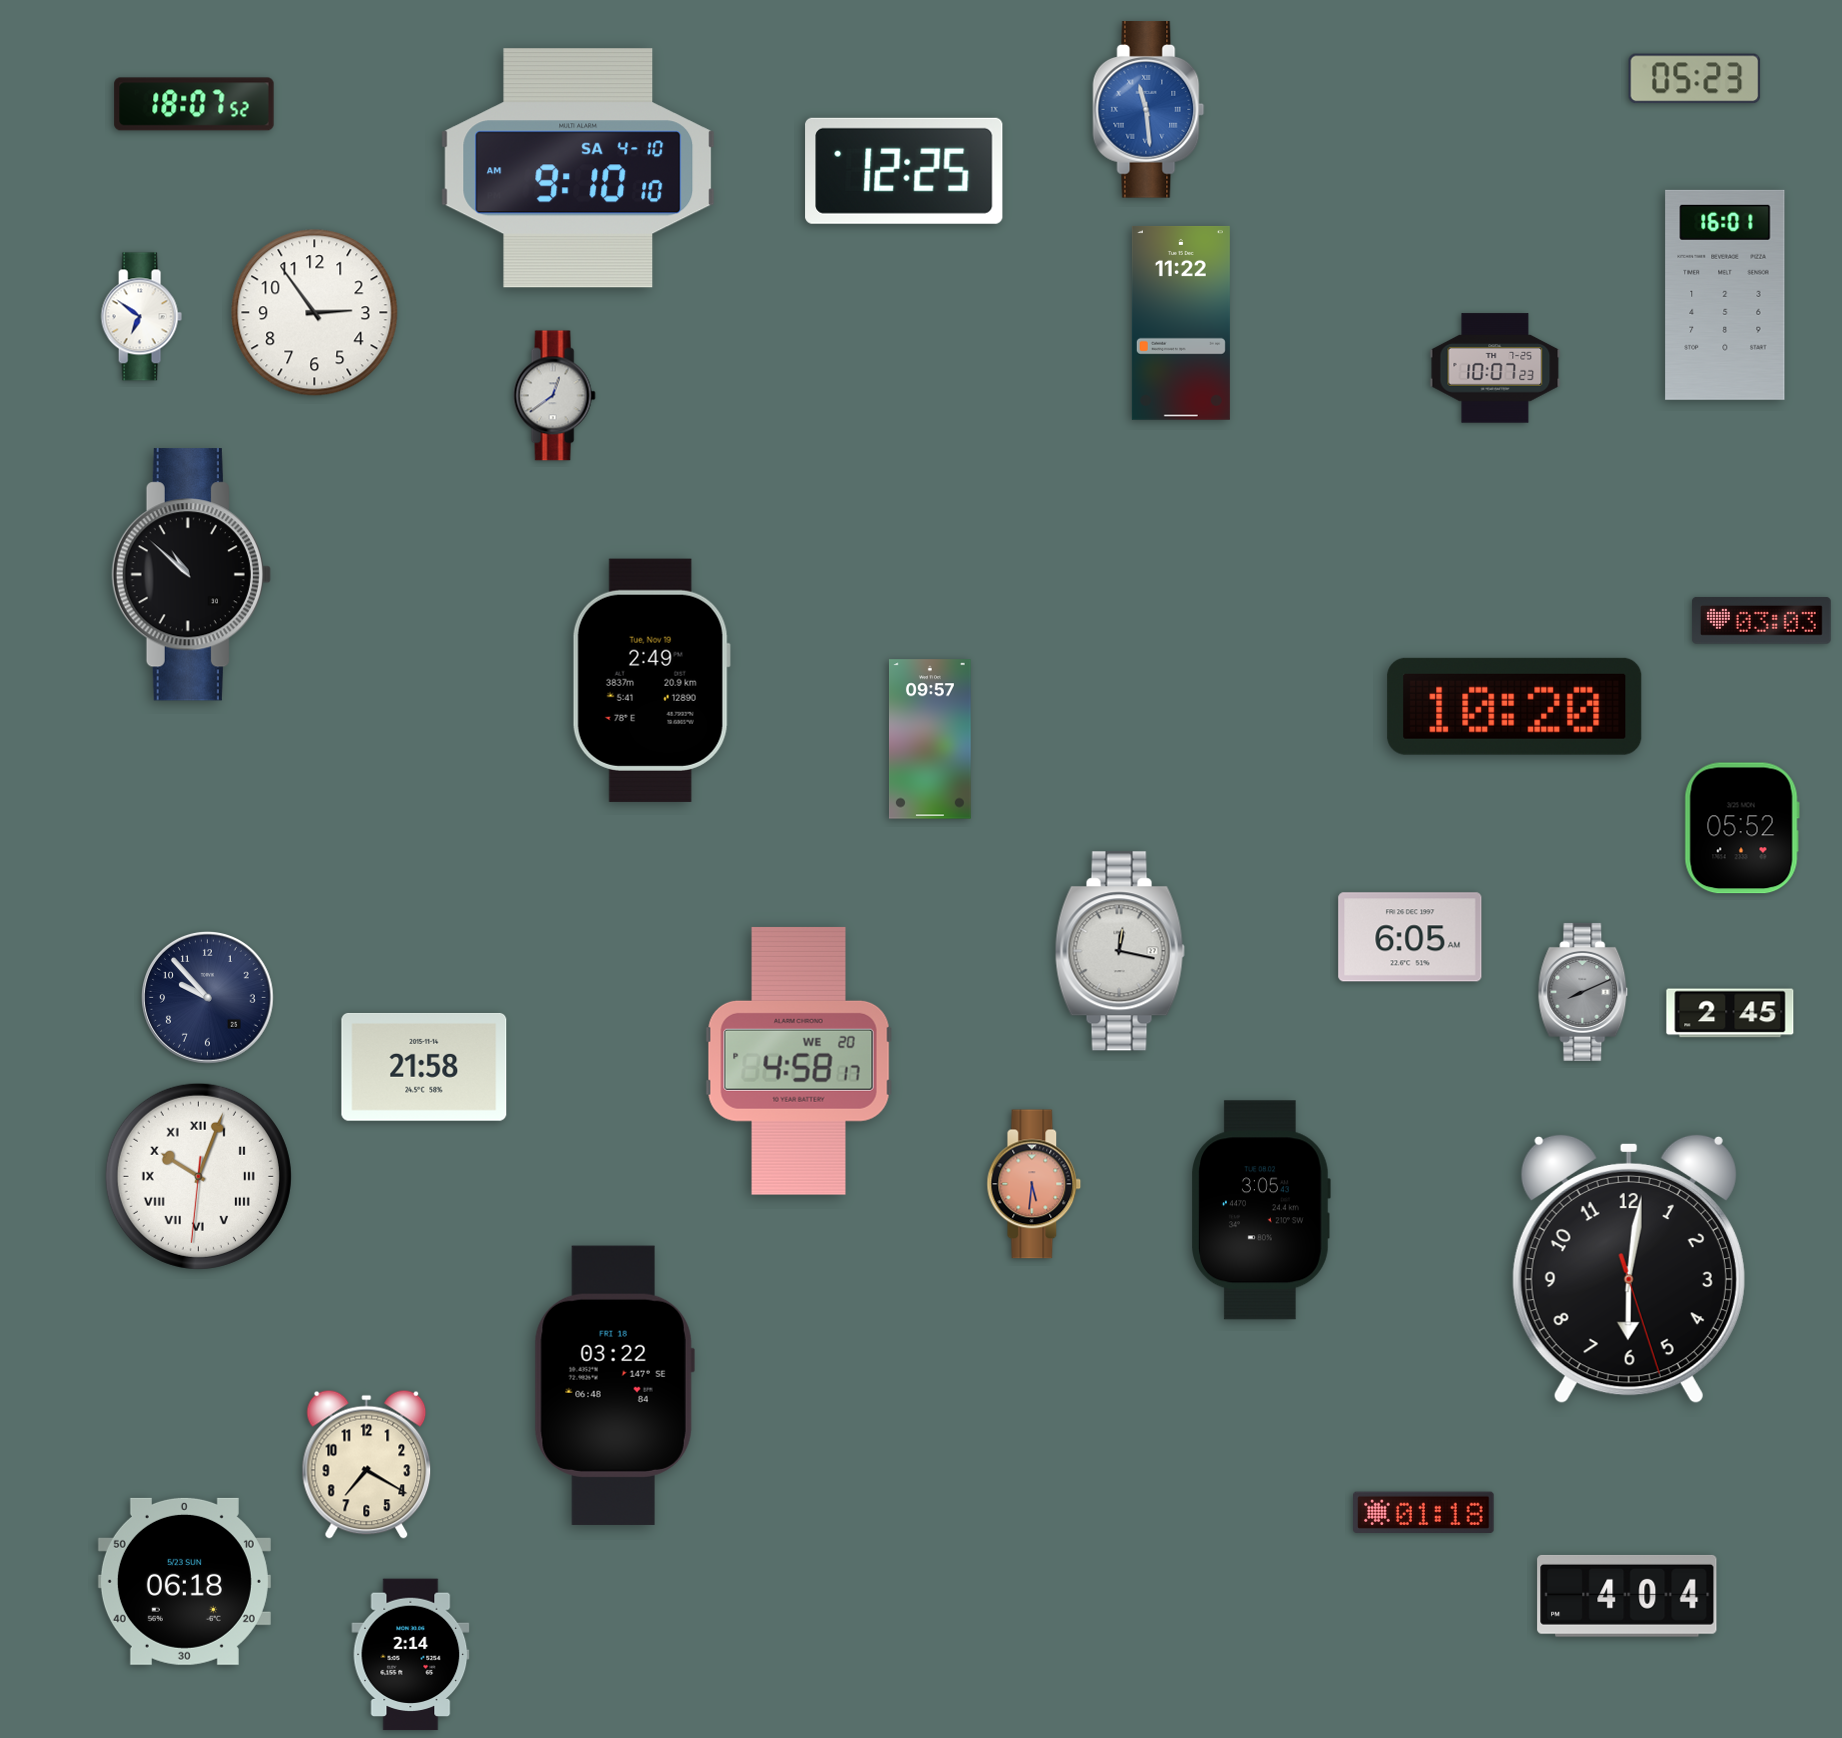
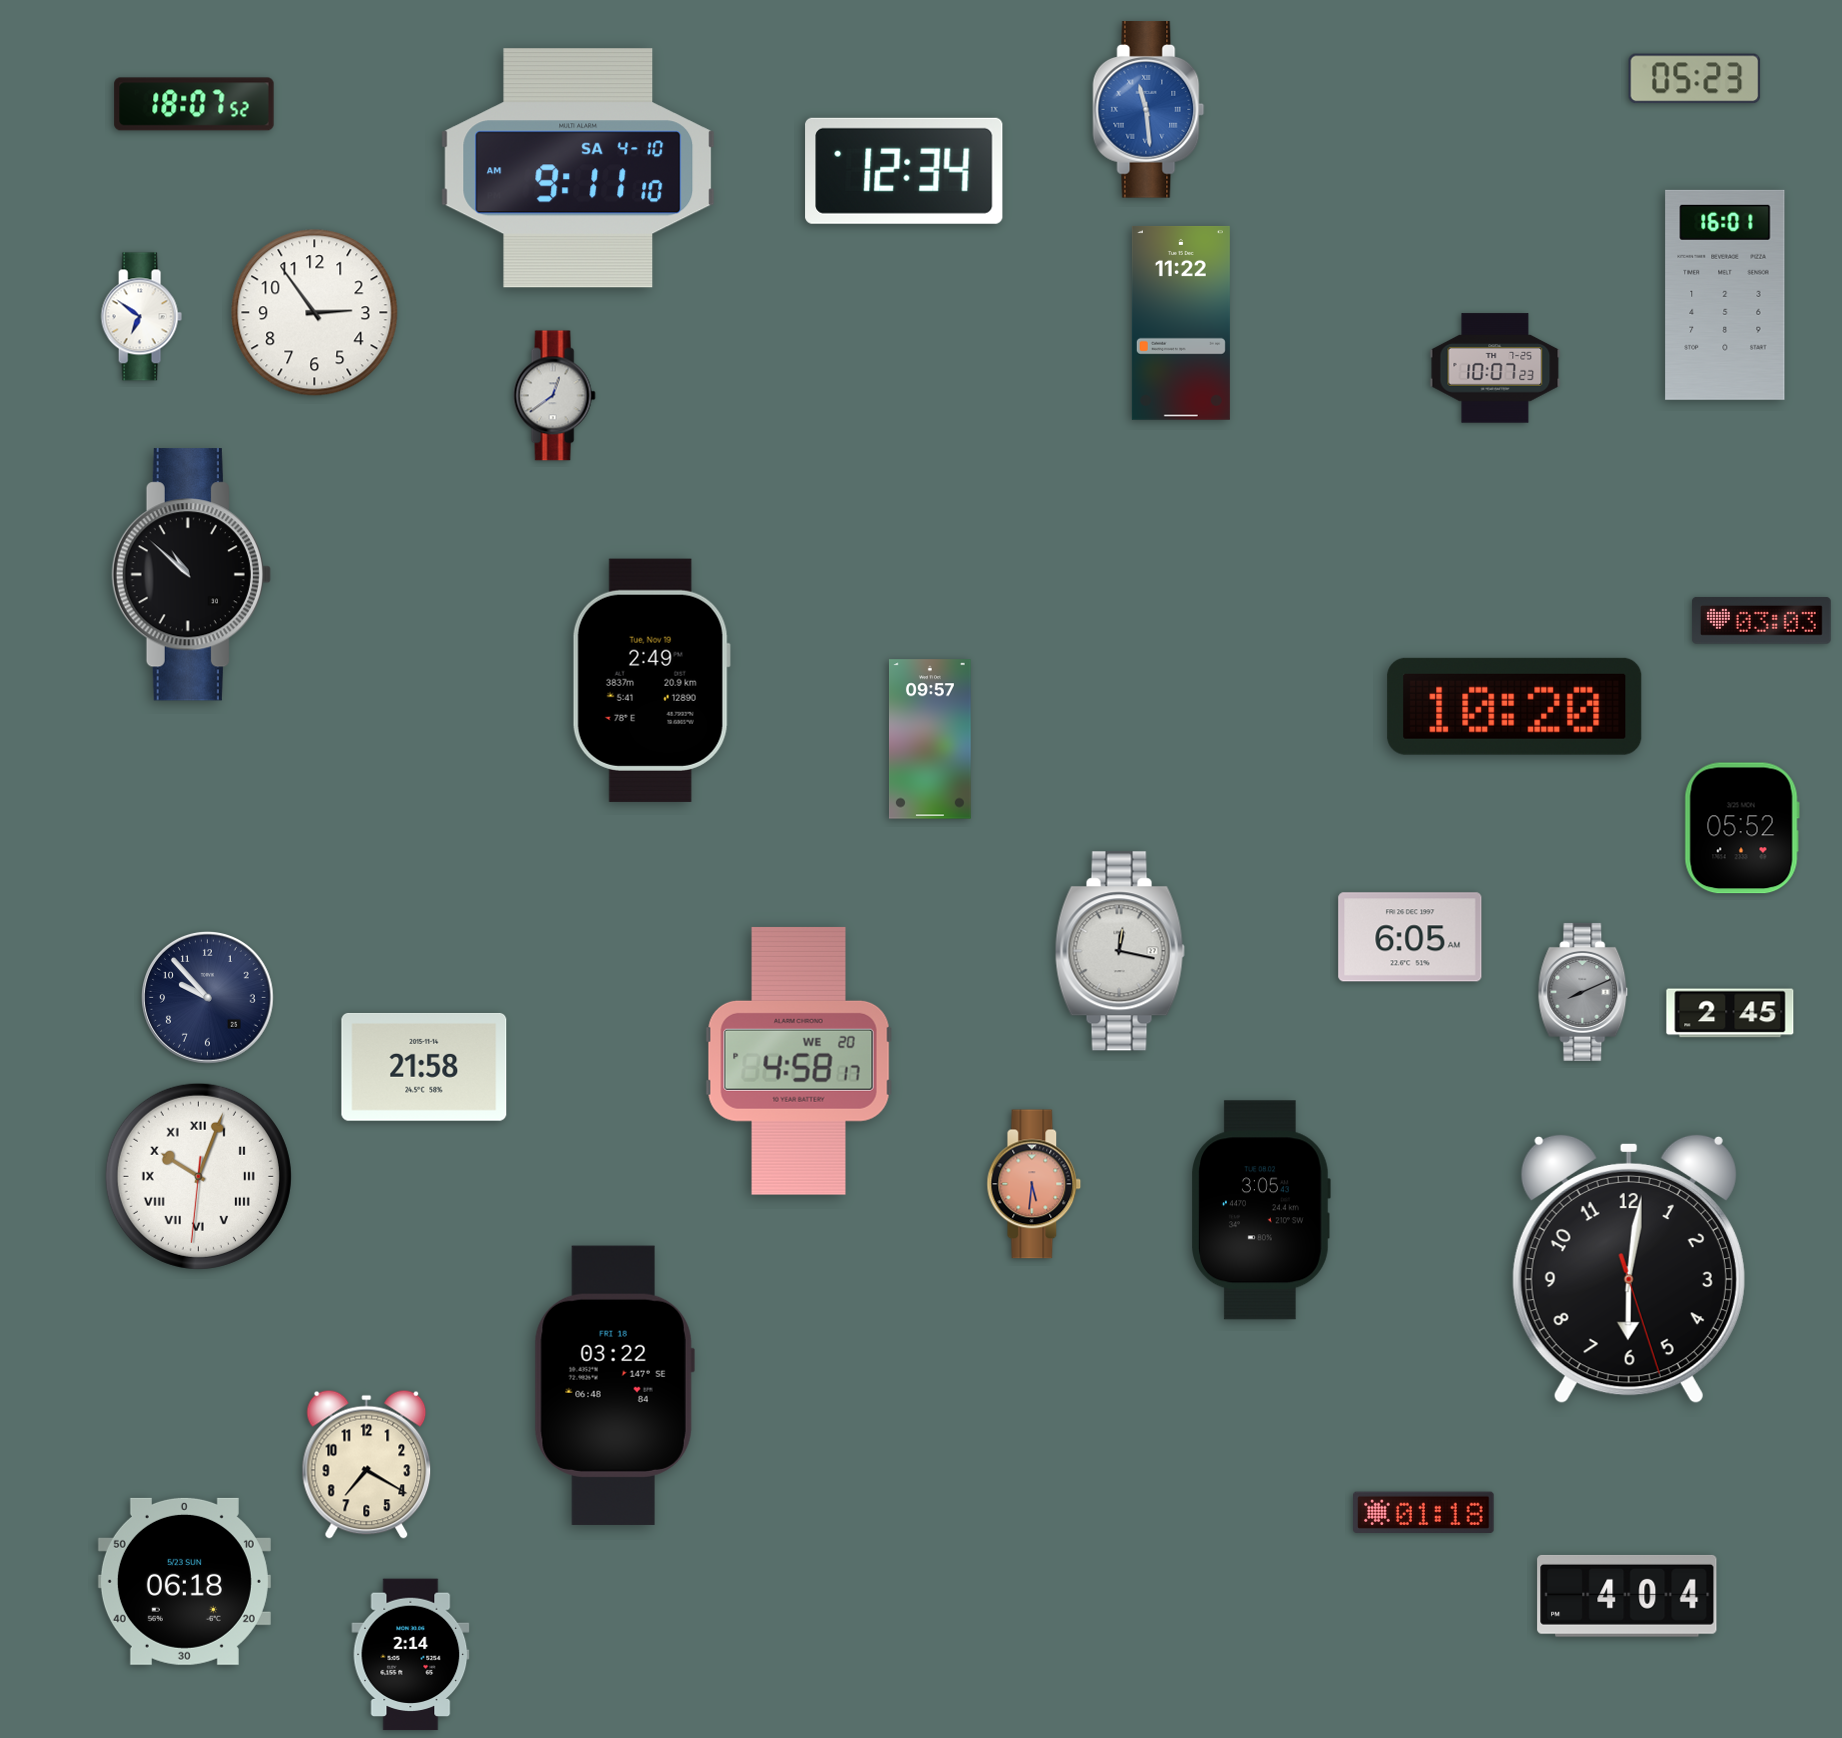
clock at (578, 168): 9:10 -> 9:11
clock at (904, 171): 12:25 -> 12:34
